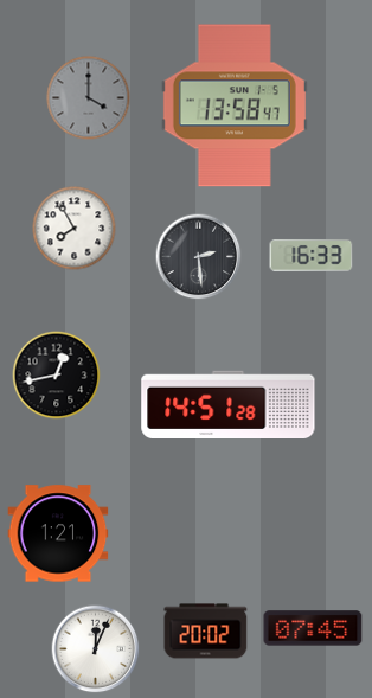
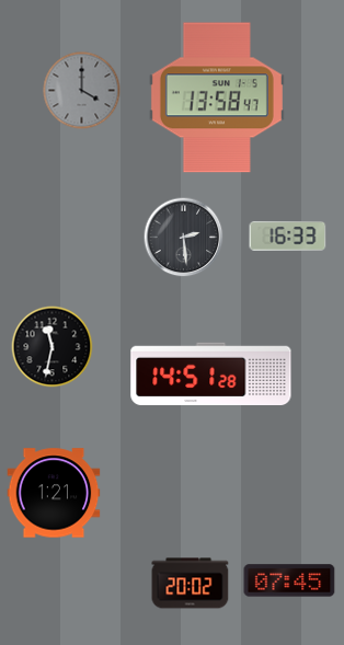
clock at (75, 229): 7:55 -> none
clock at (57, 376): 12:43 -> 11:32
clock at (96, 649): 12:04 -> none
